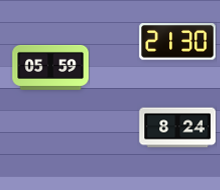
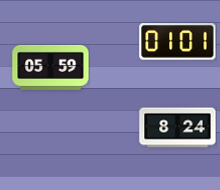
clock at (178, 42): 21:30 -> 01:01
